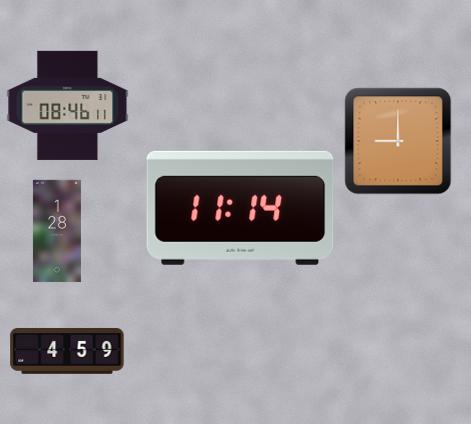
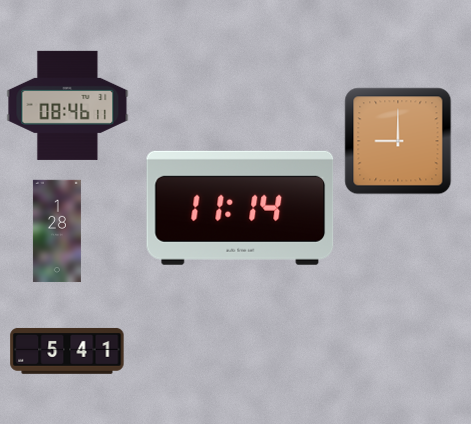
clock at (67, 351): 4:59 -> 5:41
